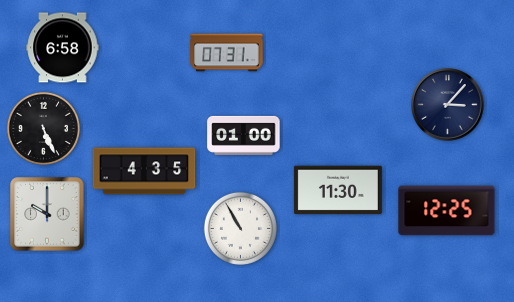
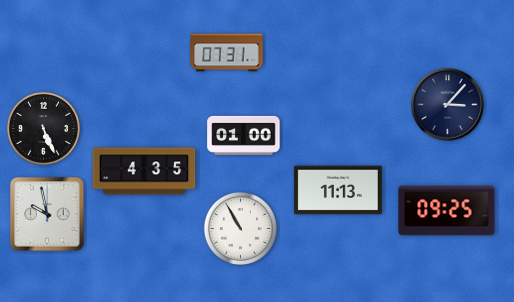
clock at (63, 48): 6:58 -> none
clock at (338, 190): 11:30 -> 11:13
clock at (447, 211): 12:25 -> 09:25
clock at (47, 214): 10:00 -> 9:58
